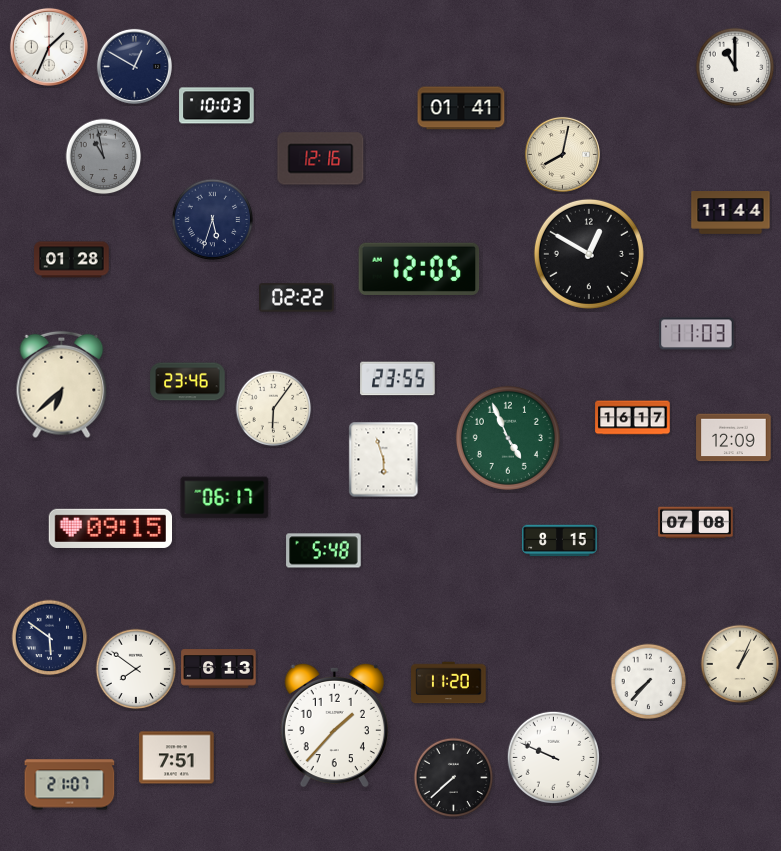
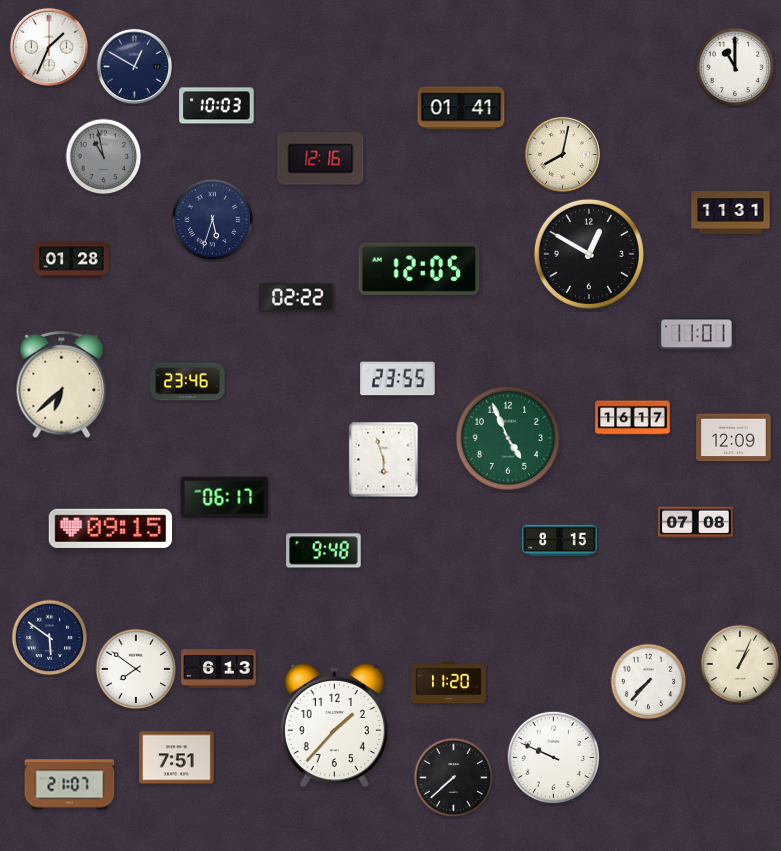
clock at (731, 213): 11:44 -> 11:31
clock at (697, 334): 11:03 -> 11:01
clock at (274, 409): 6:06 -> none
clock at (324, 551): 5:48 -> 9:48
